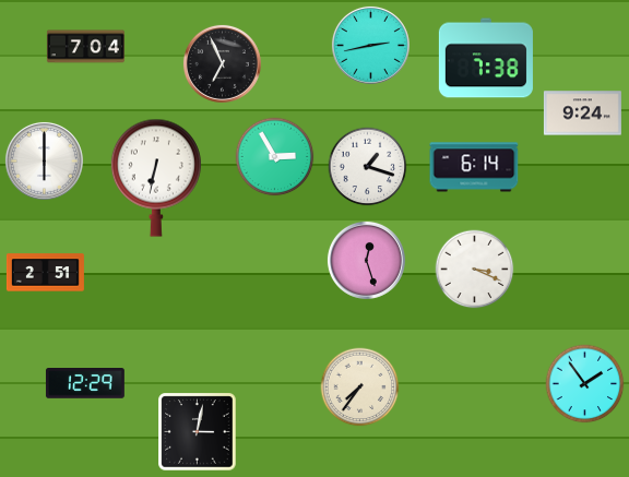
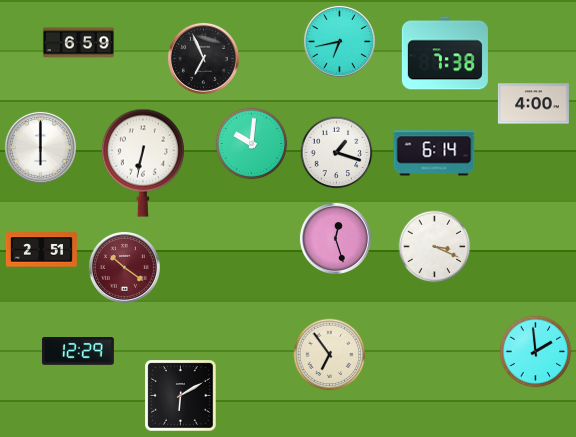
clock at (370, 45): 2:43 -> 6:43
clock at (85, 47): 7:04 -> 6:59
clock at (582, 114): 9:24 -> 4:00
clock at (275, 157): 2:55 -> 10:01
clock at (124, 267): none -> 10:21
clock at (585, 384): 1:54 -> 1:59
clock at (360, 387): 7:36 -> 6:54
clock at (198, 432): 3:02 -> 6:10
